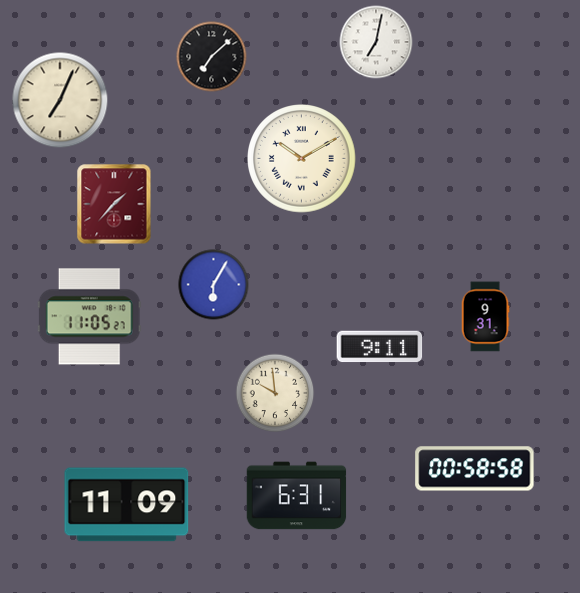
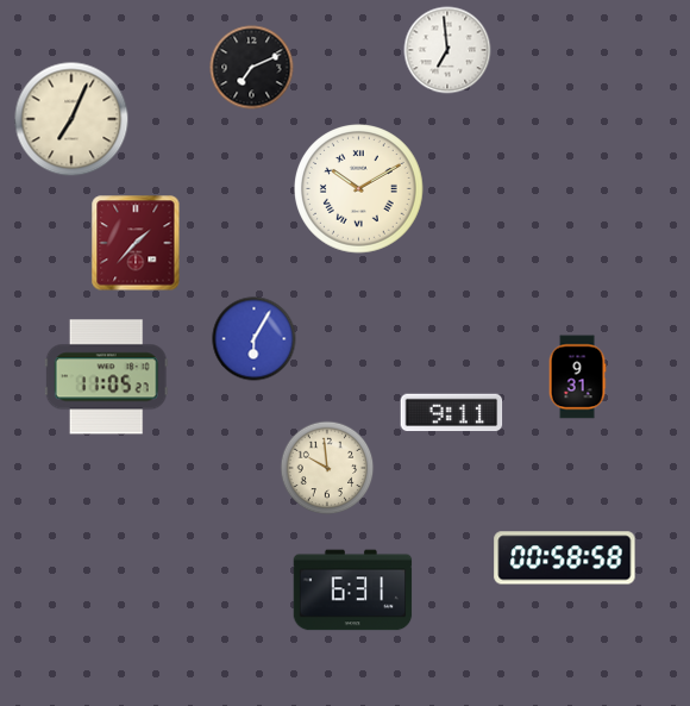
clock at (376, 42): 7:02 -> 6:59
clock at (212, 57): 7:08 -> 7:11
clock at (127, 505): 11:09 -> none
